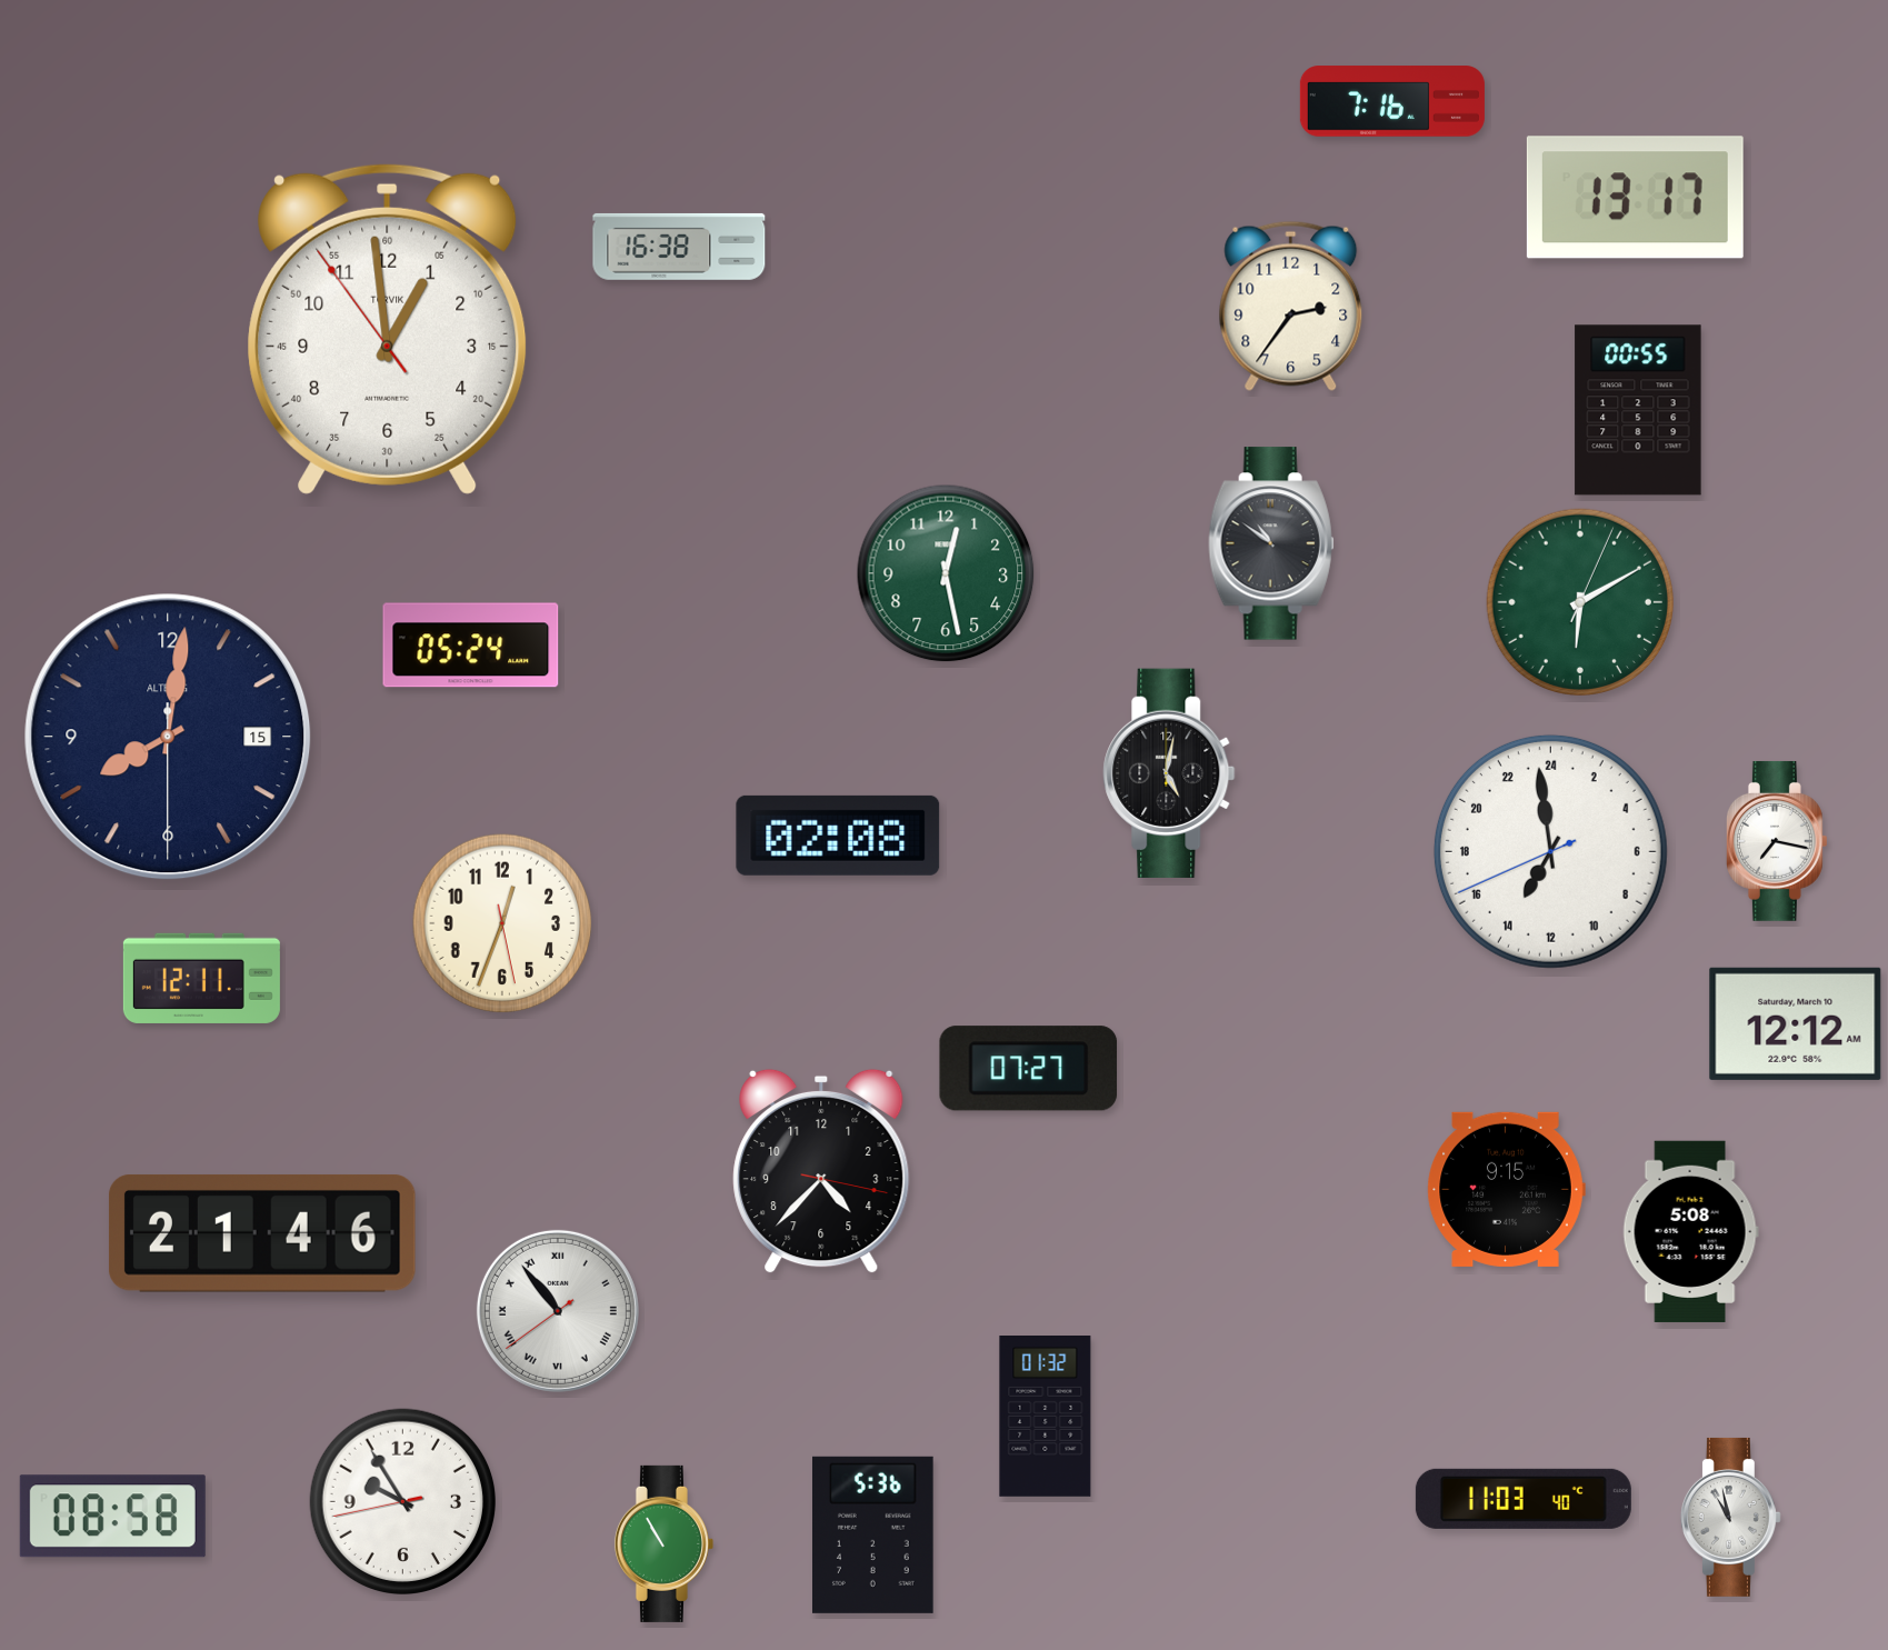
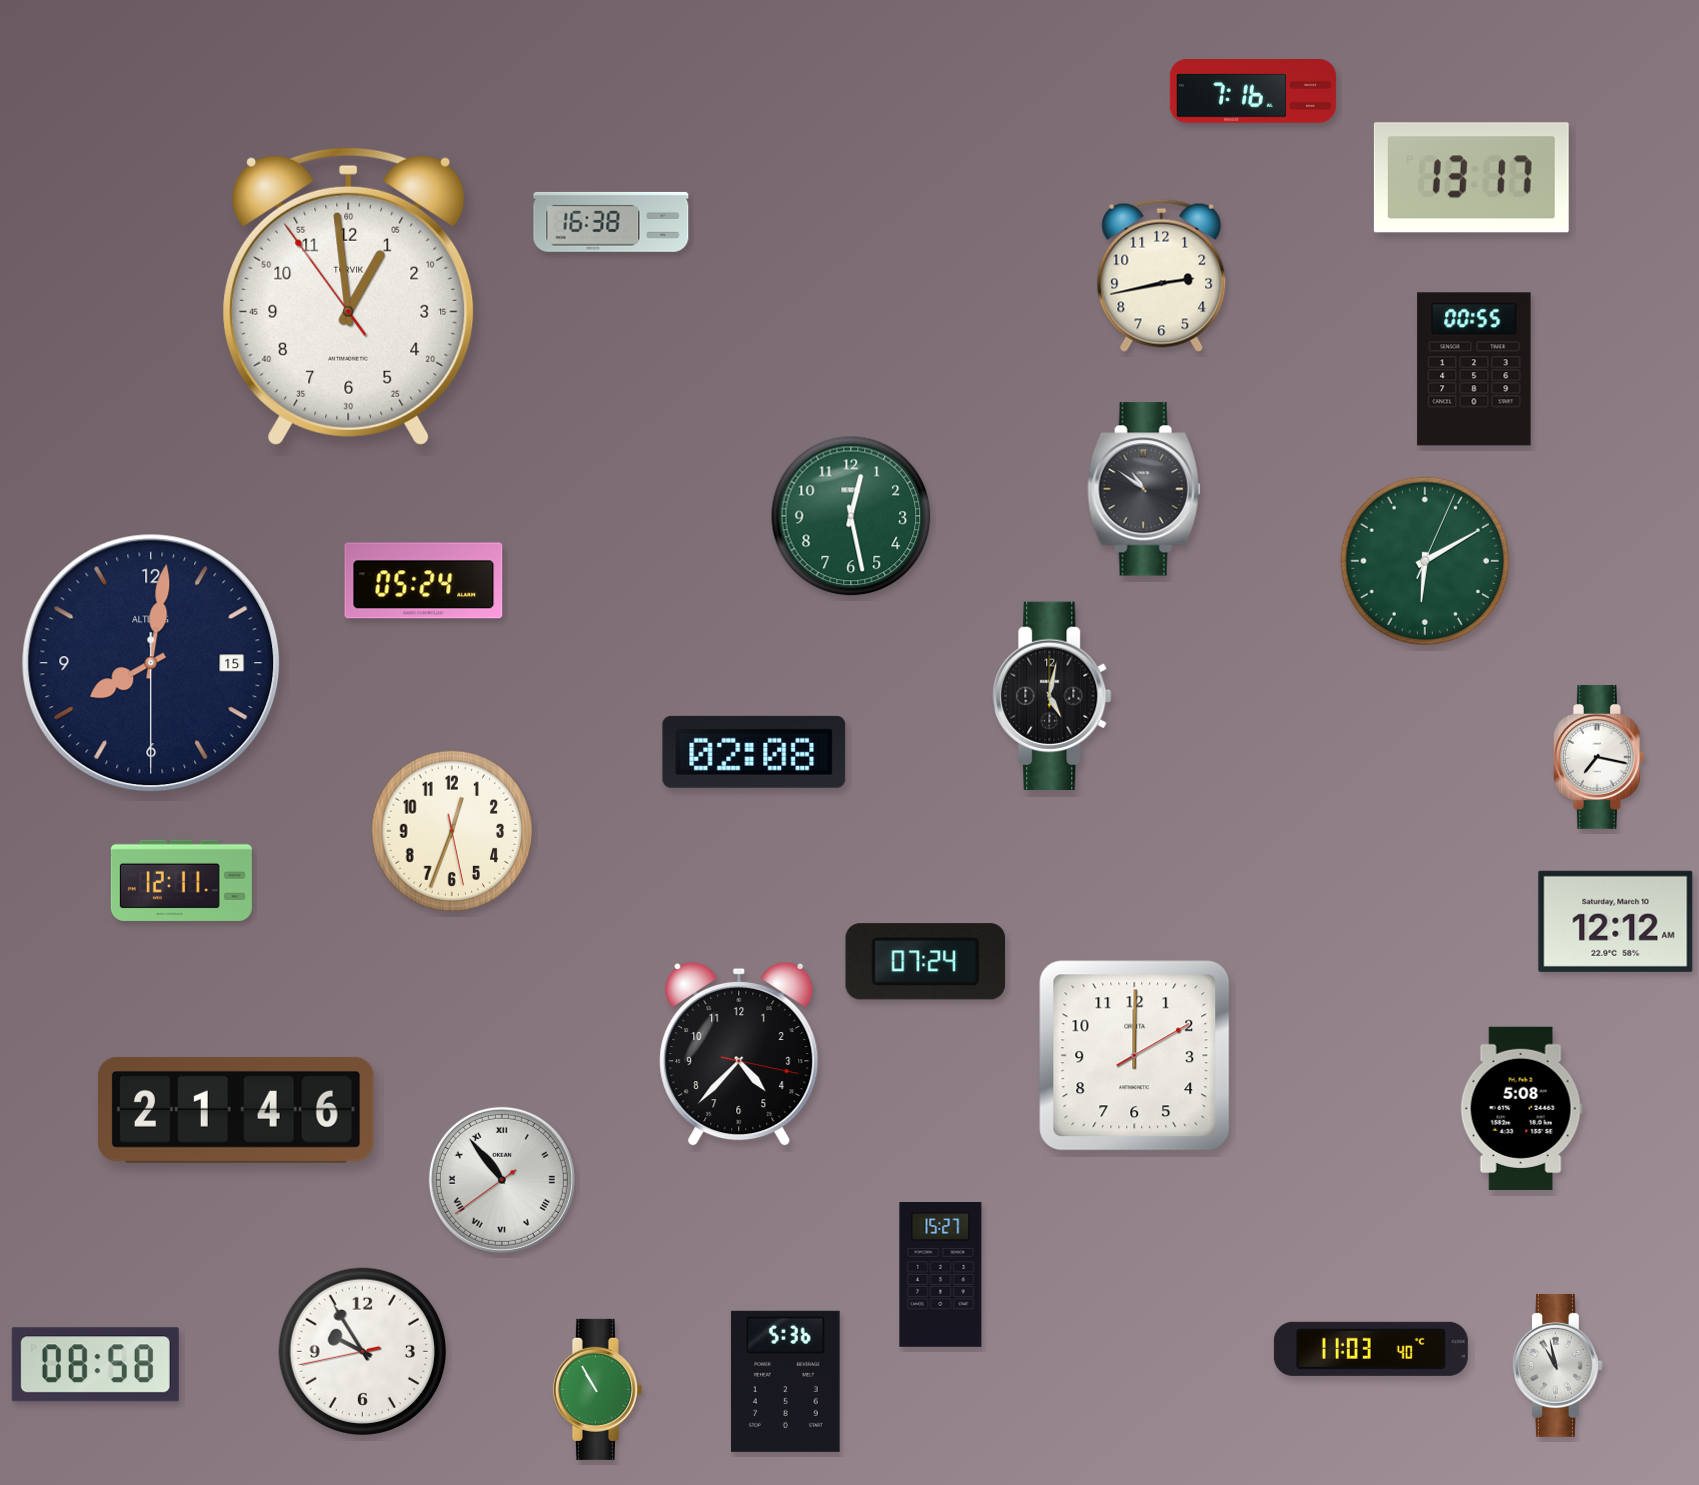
clock at (1291, 306): 2:36 -> 2:43
clock at (1579, 601) position: (1579, 601) -> (1424, 560)
clock at (1550, 851): 13:58 -> none
clock at (1029, 1069): 07:27 -> 07:24
clock at (1135, 1056): none -> 12:00
clock at (1506, 1189): 9:15 -> none
clock at (1046, 1417): 01:32 -> 15:27
clock at (112, 1517) position: (112, 1517) -> (95, 1365)
